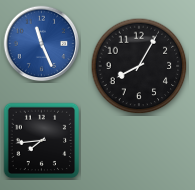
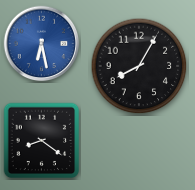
clock at (42, 44): 11:26 -> 6:28
clock at (42, 141): 7:44 -> 8:21
